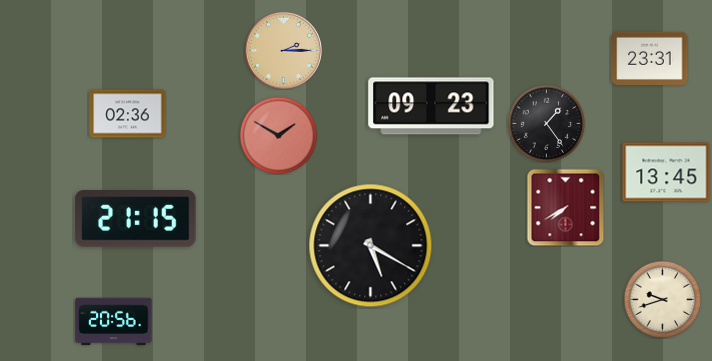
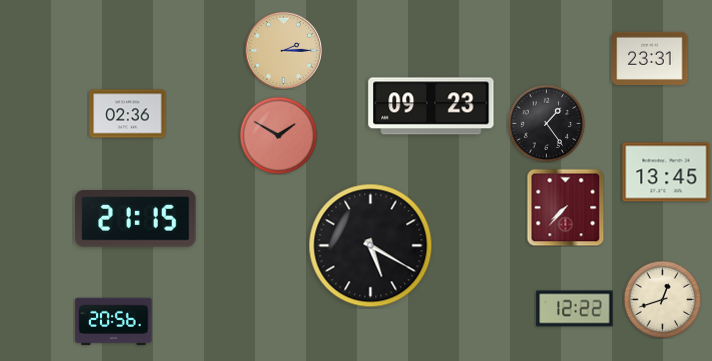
clock at (565, 207): 7:40 -> 7:37
clock at (662, 299): 9:42 -> 12:42
clock at (575, 309): none -> 12:22
